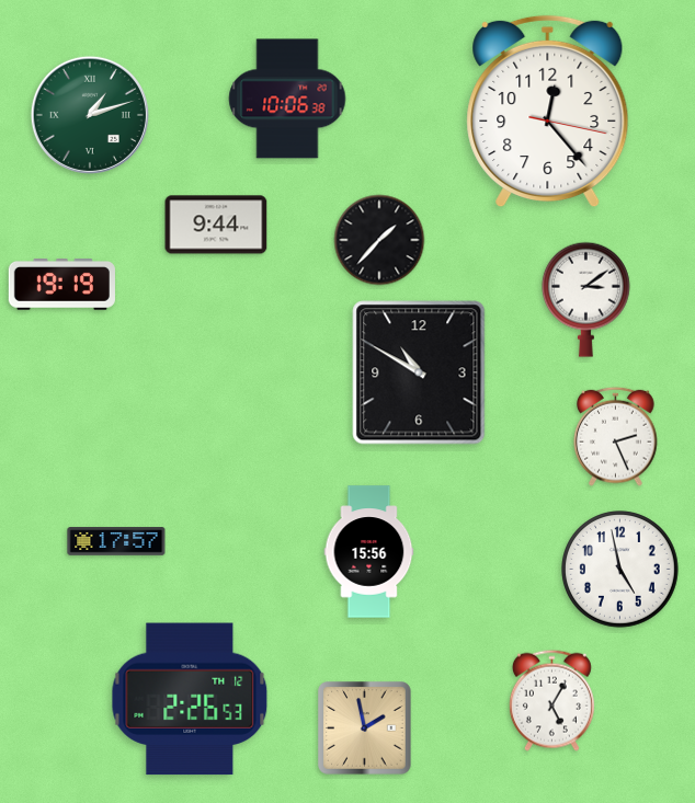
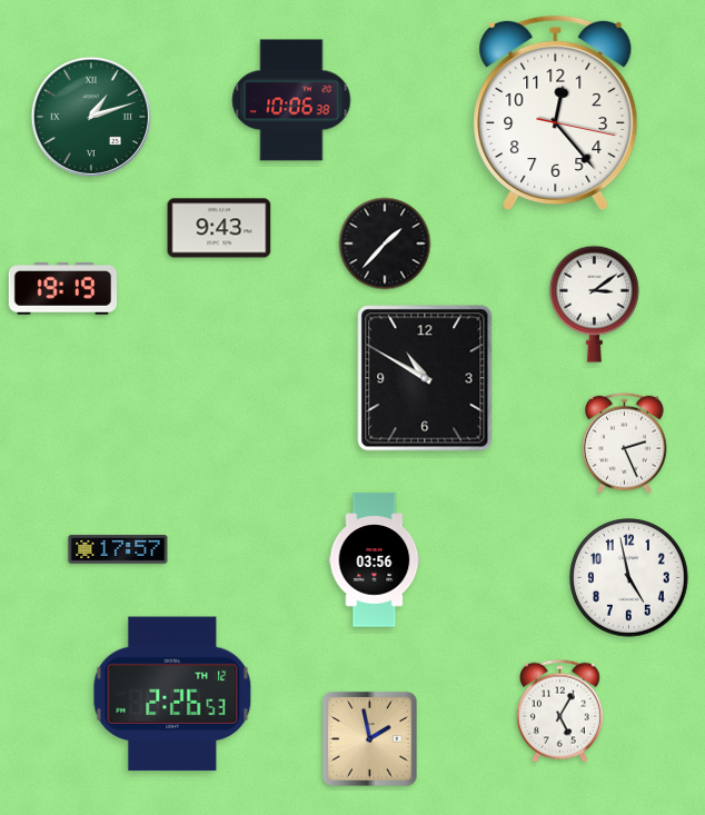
clock at (216, 225): 9:44 -> 9:43
clock at (369, 552): 15:56 -> 03:56
clock at (190, 699) position: (190, 699) -> (172, 694)
